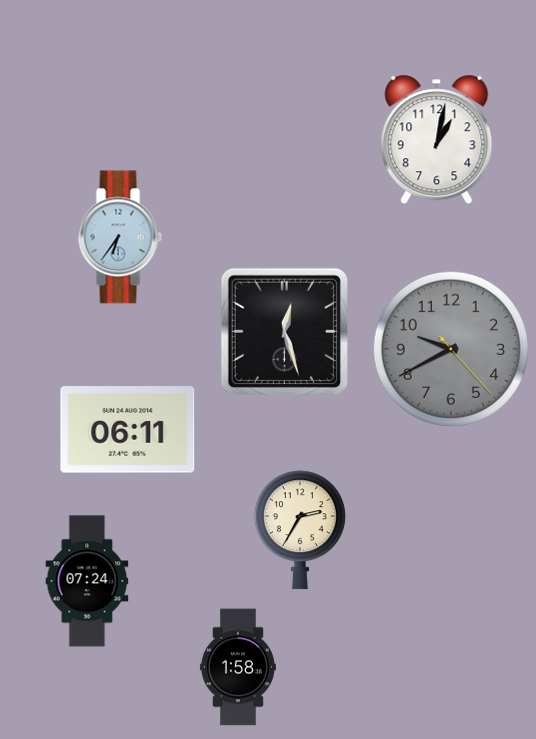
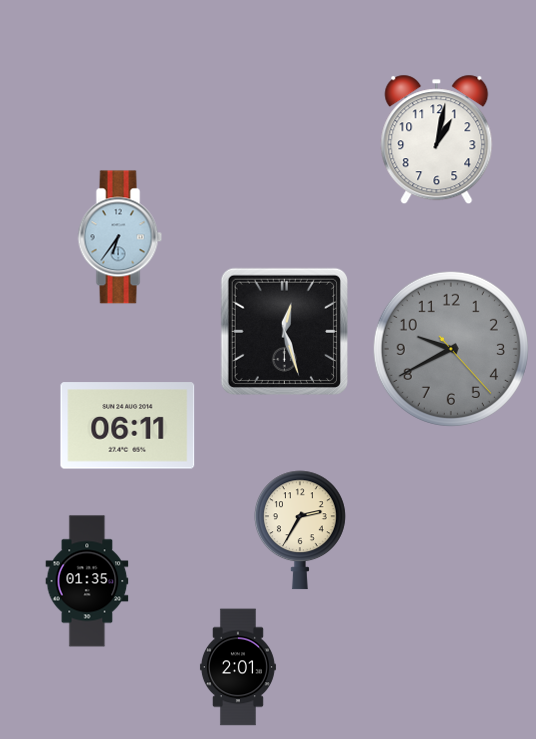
clock at (128, 430) position: (128, 430) -> (128, 426)
clock at (87, 581): 07:24 -> 01:35
clock at (238, 667): 1:58 -> 2:01
